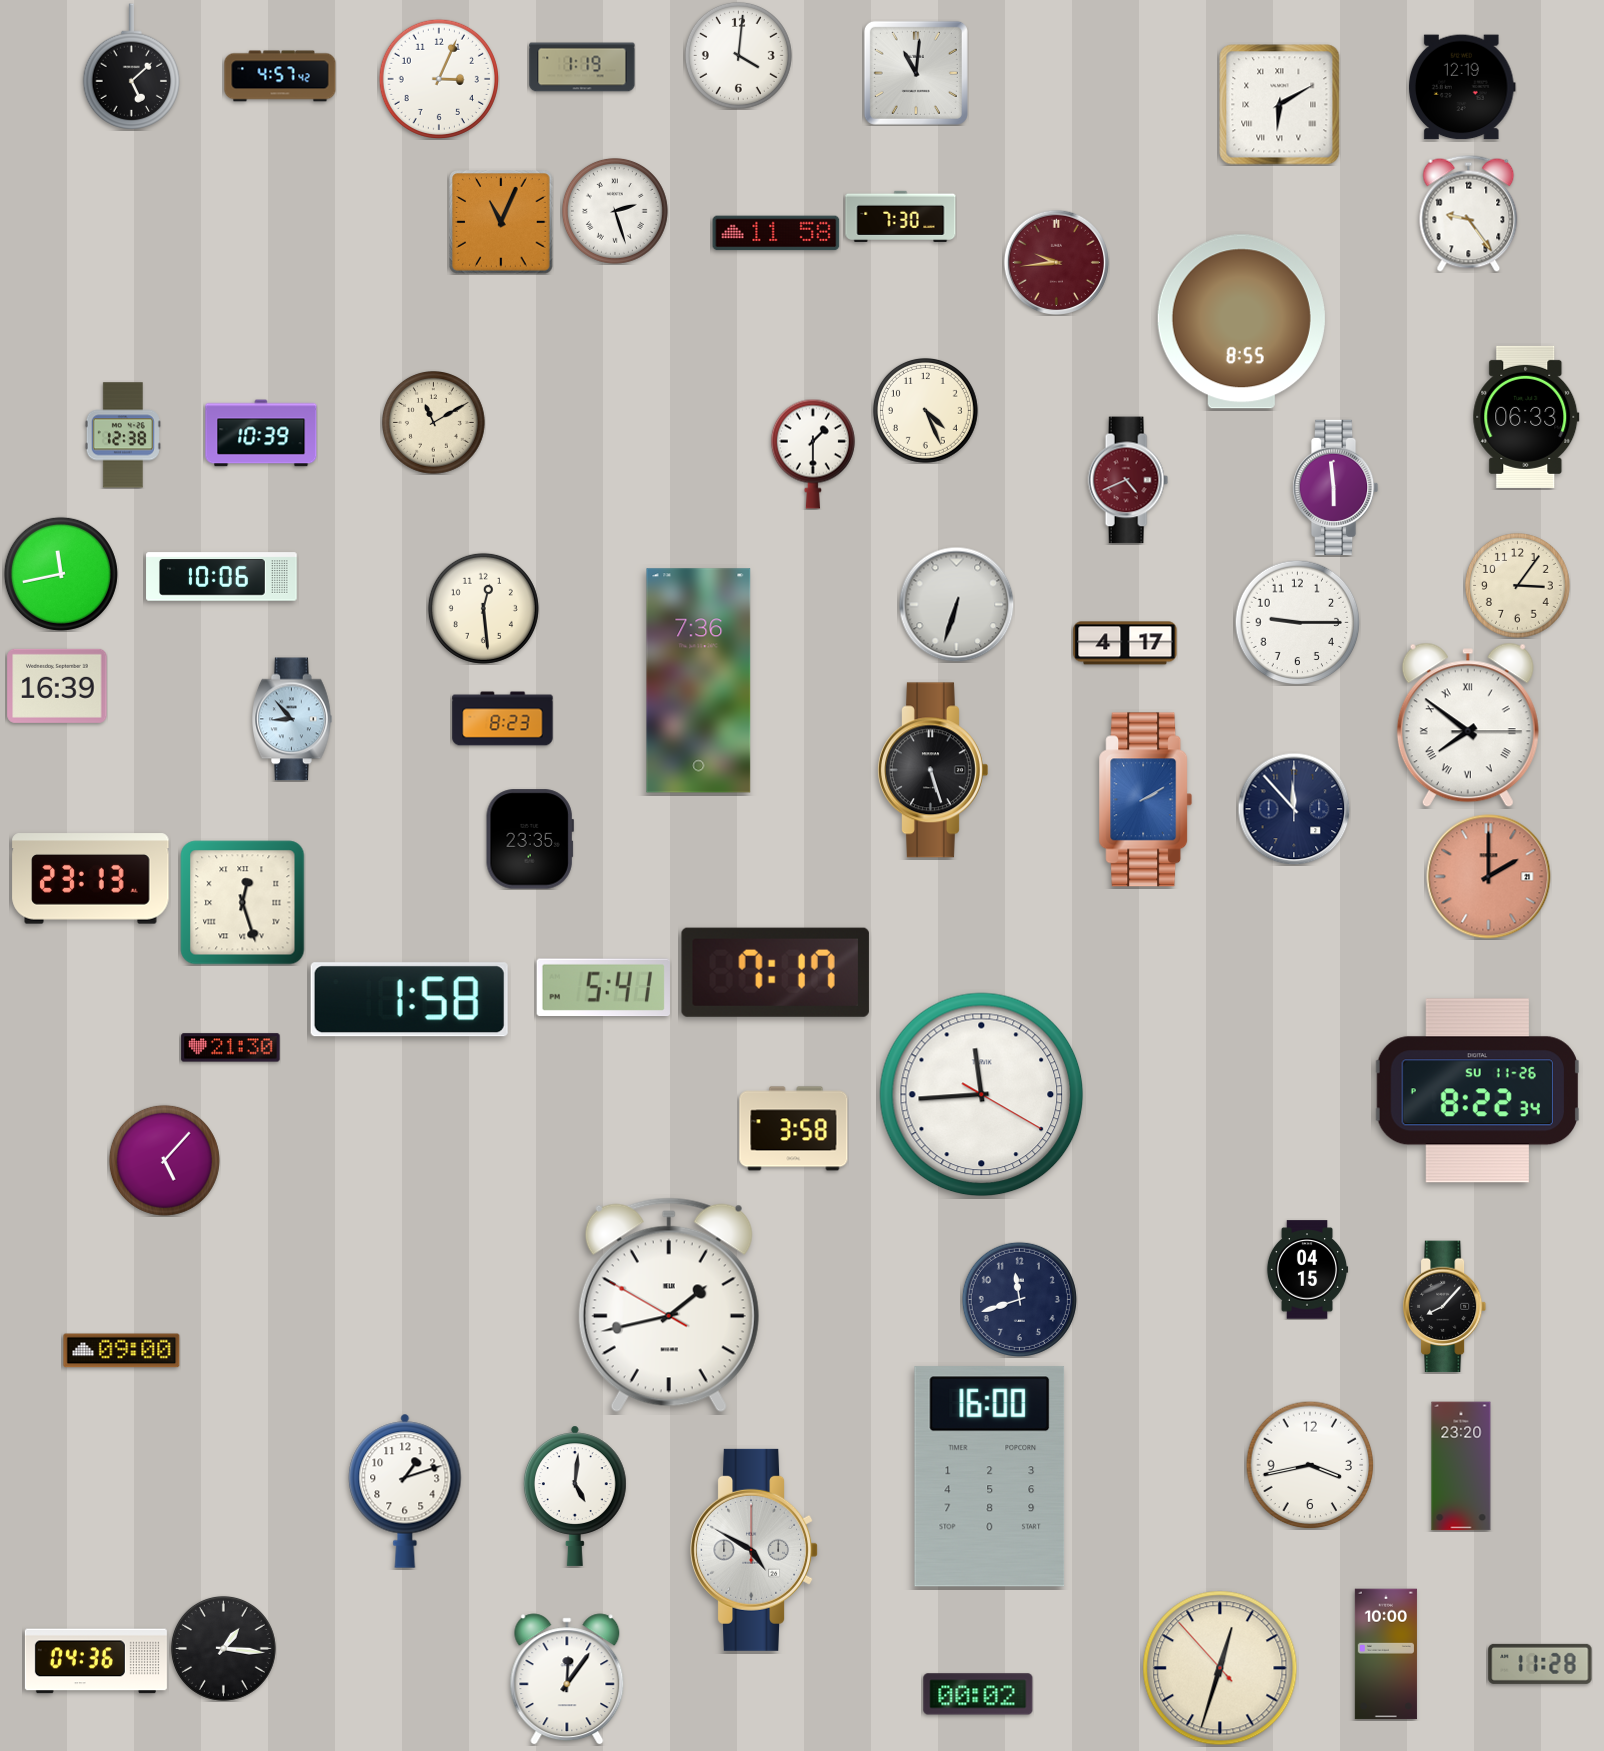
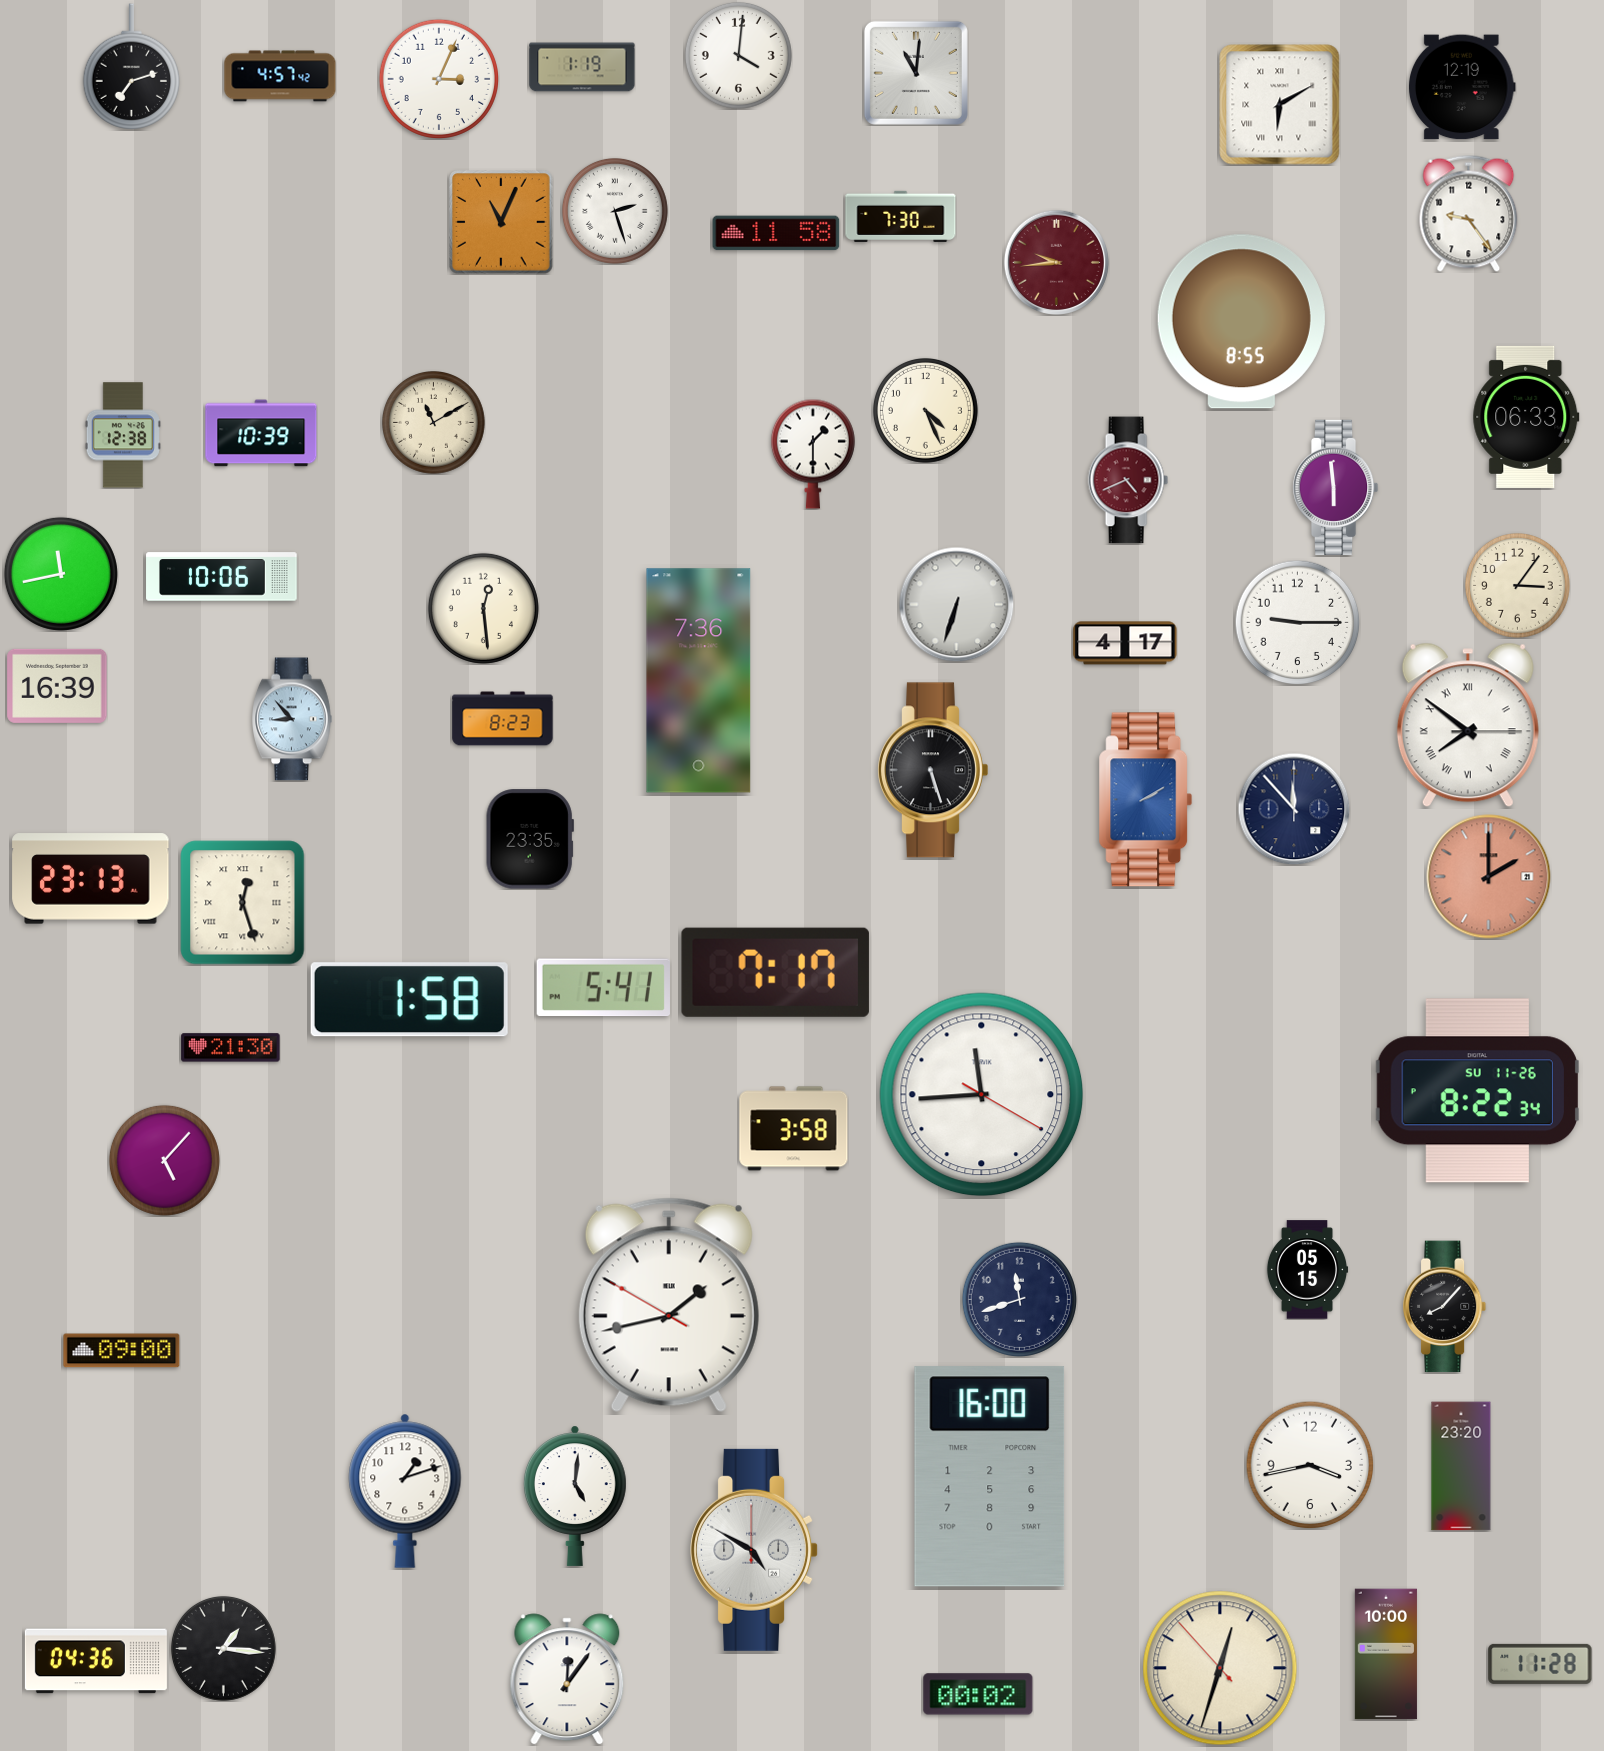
clock at (132, 67): 5:08 -> 7:12
clock at (1307, 1270): 04:15 -> 05:15
